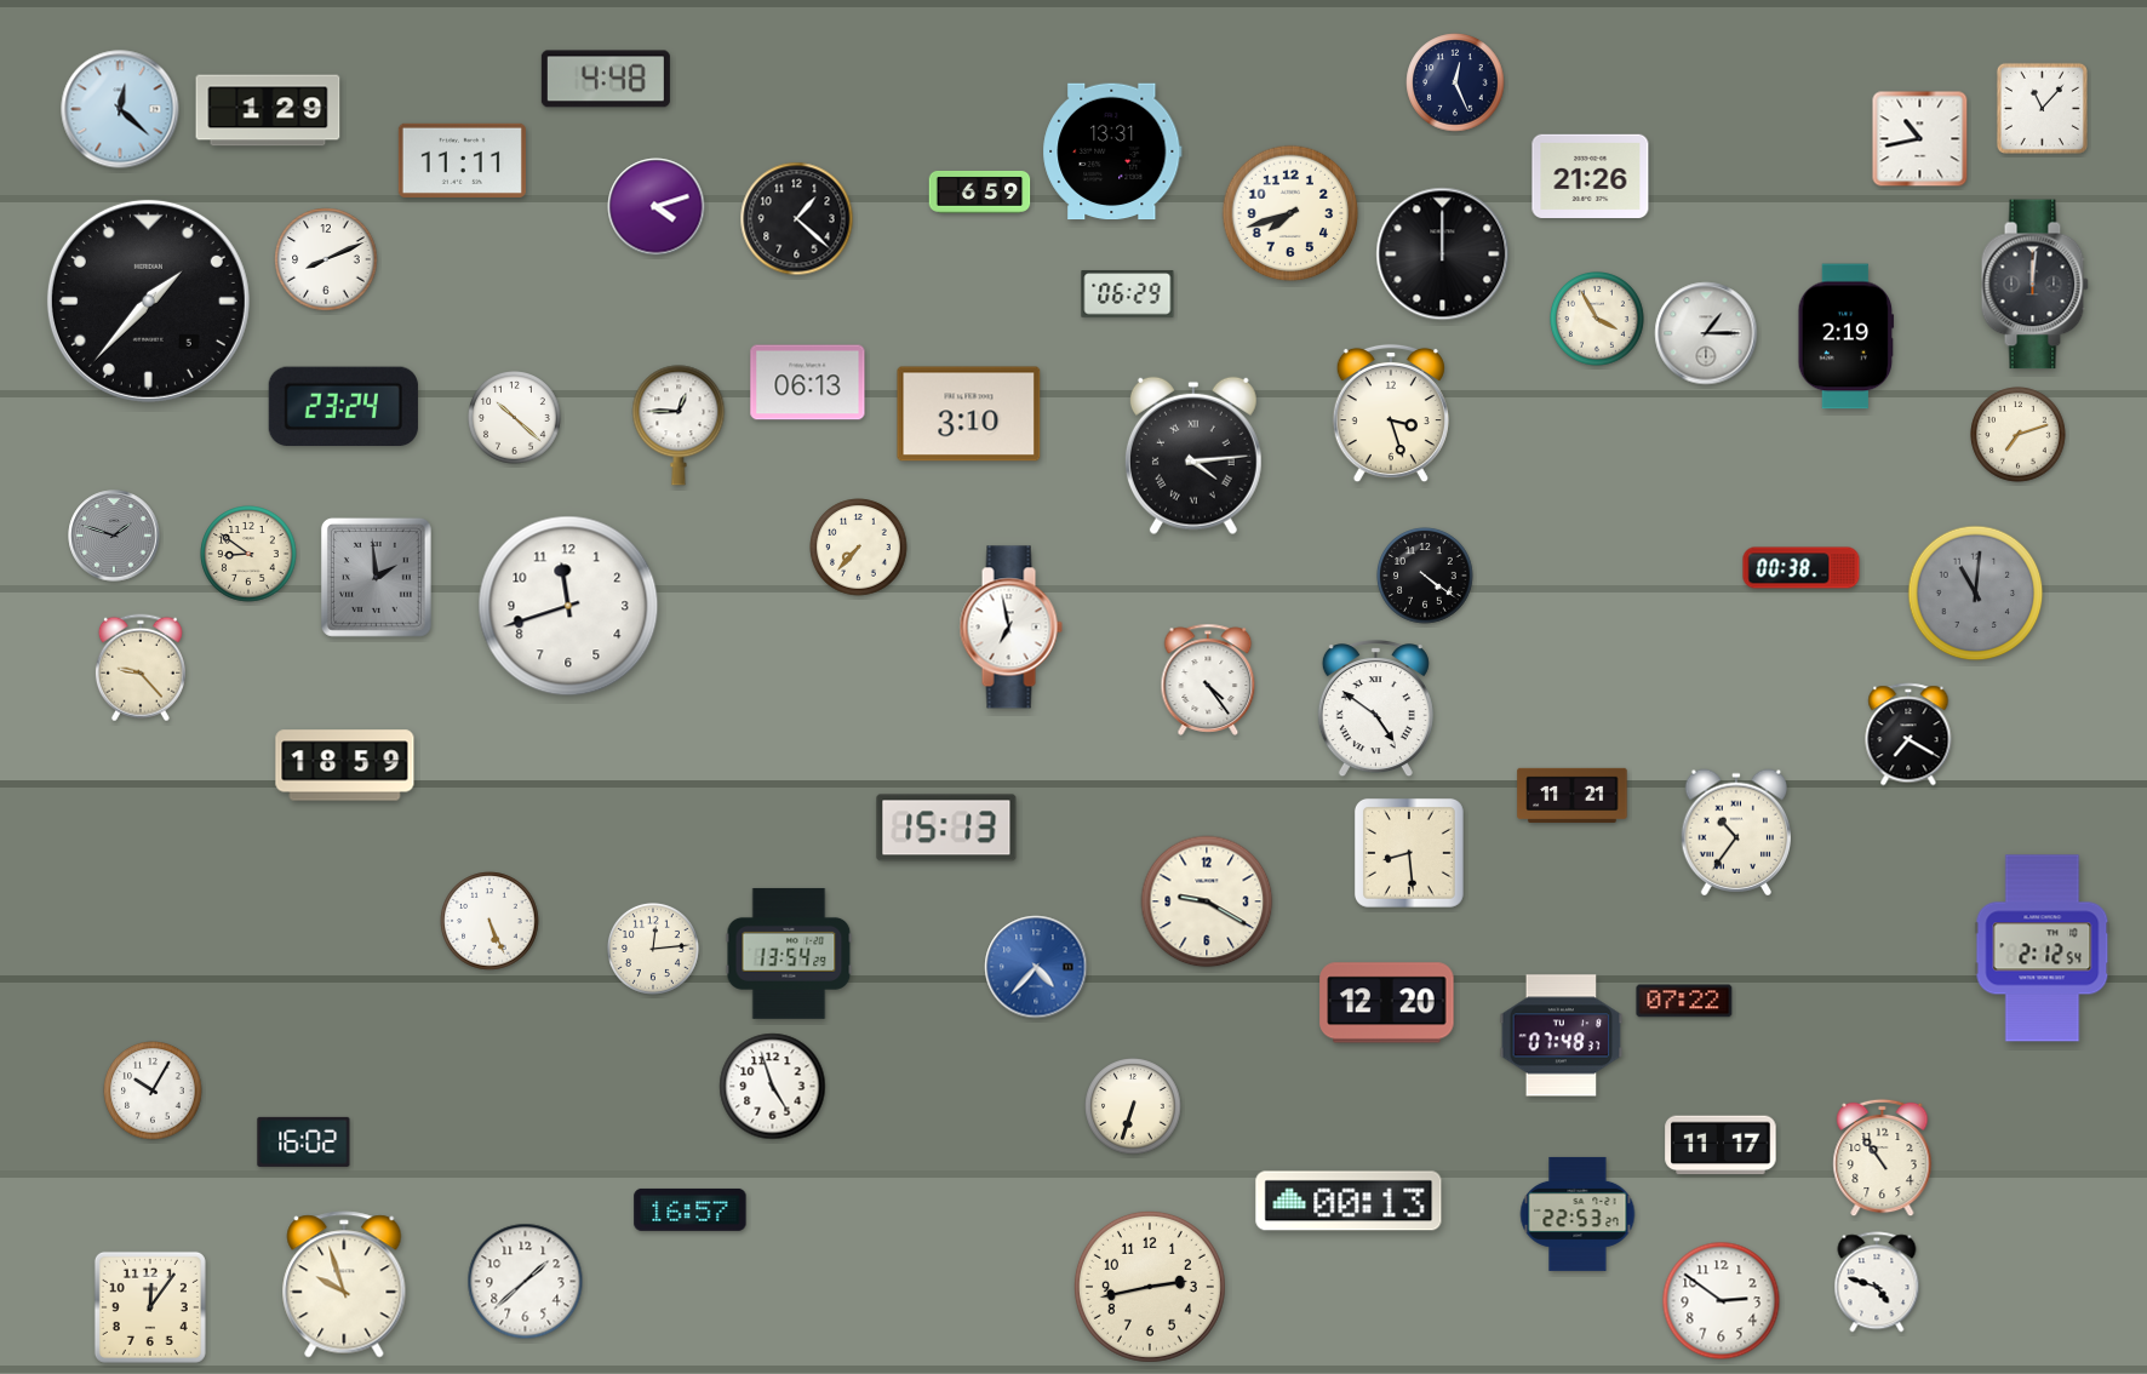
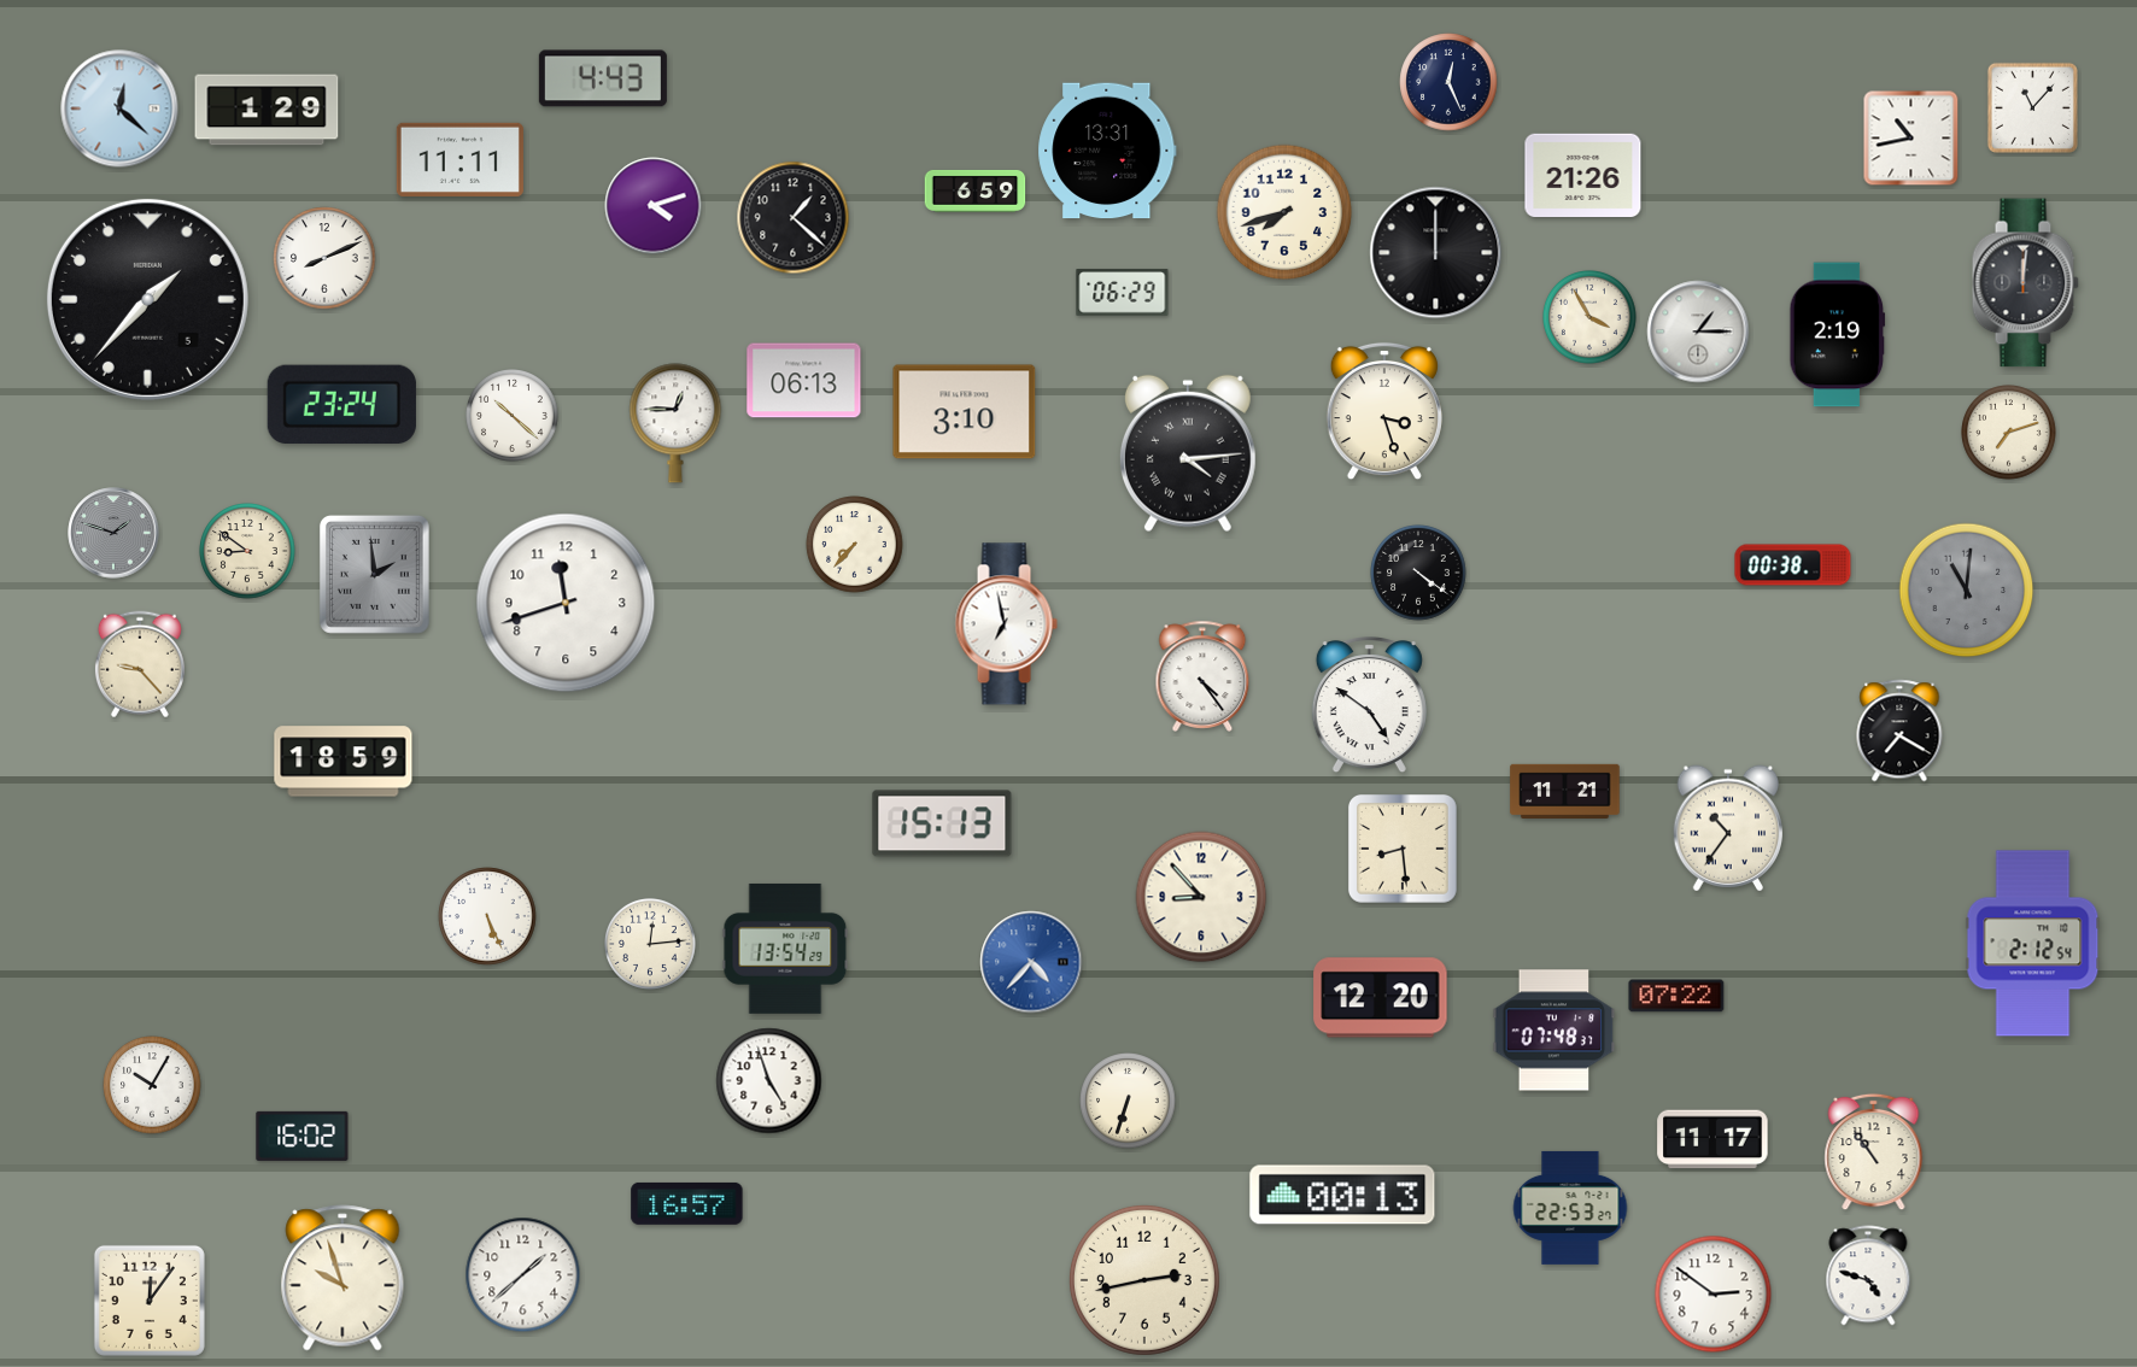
clock at (606, 79): 4:48 -> 4:43
clock at (1207, 901): 9:20 -> 8:53
